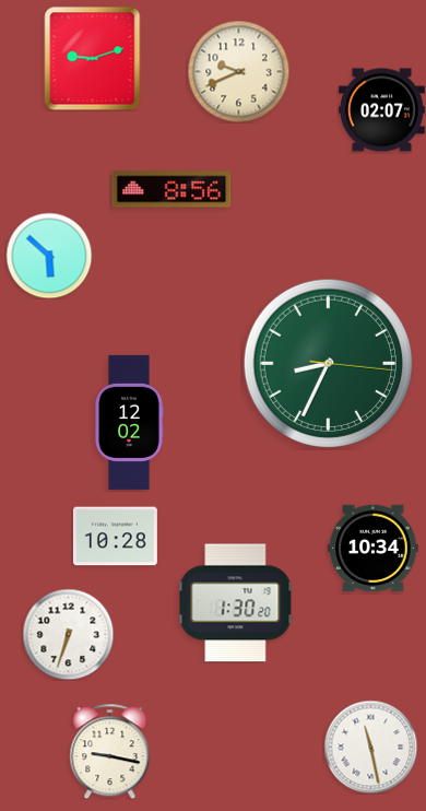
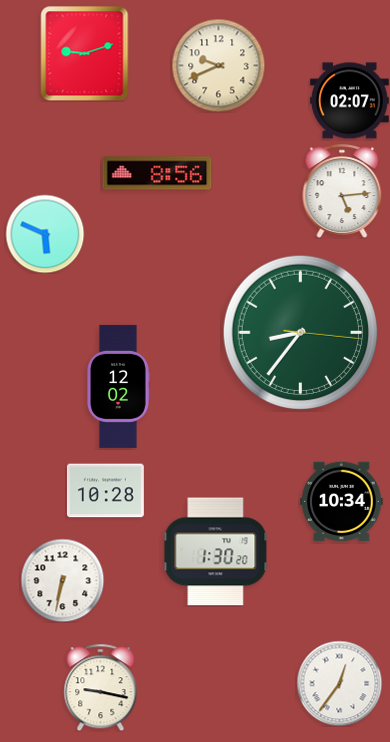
clock at (342, 191): none -> 5:14
clock at (49, 256): 5:52 -> 5:49
clock at (328, 363): 8:34 -> 8:36
clock at (68, 634): 6:33 -> 6:32
clock at (370, 747): 11:28 -> 12:36
